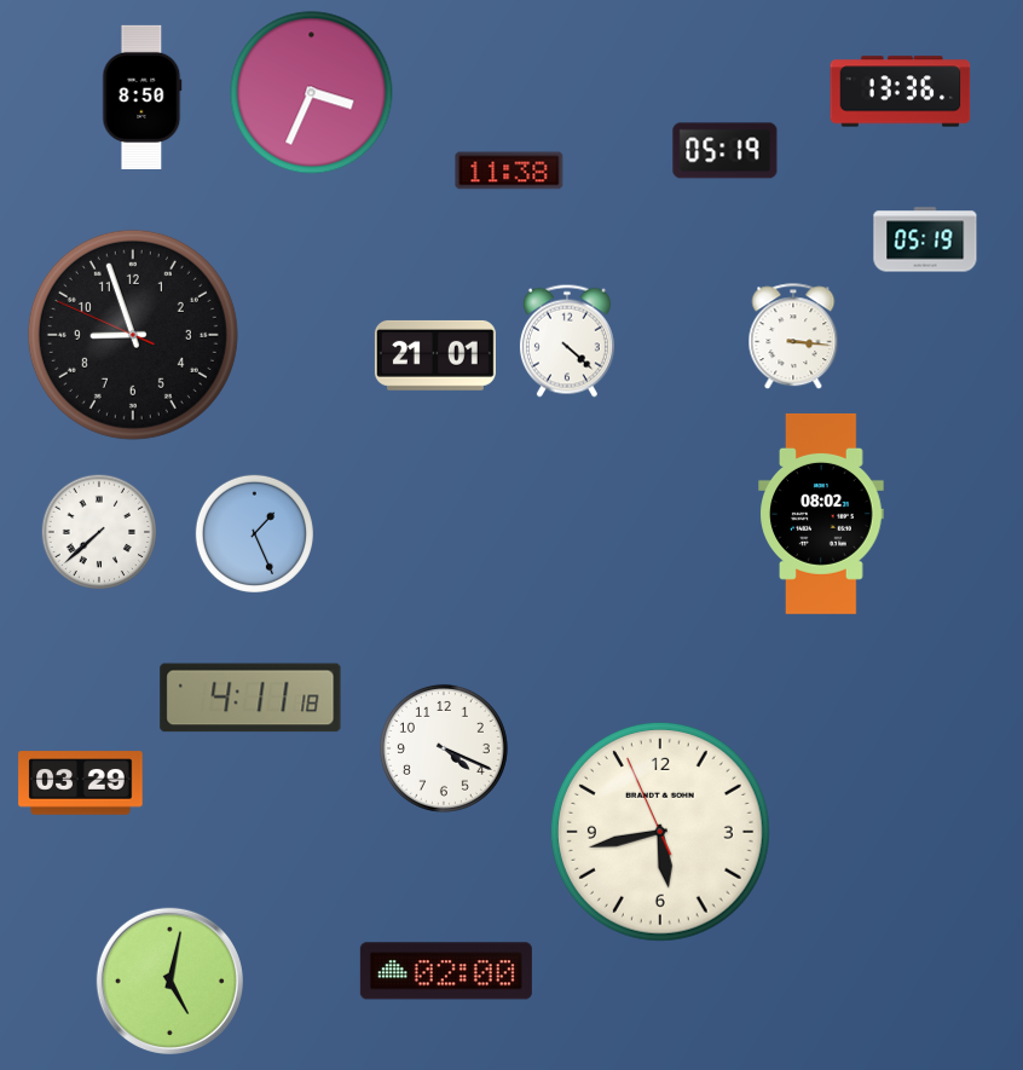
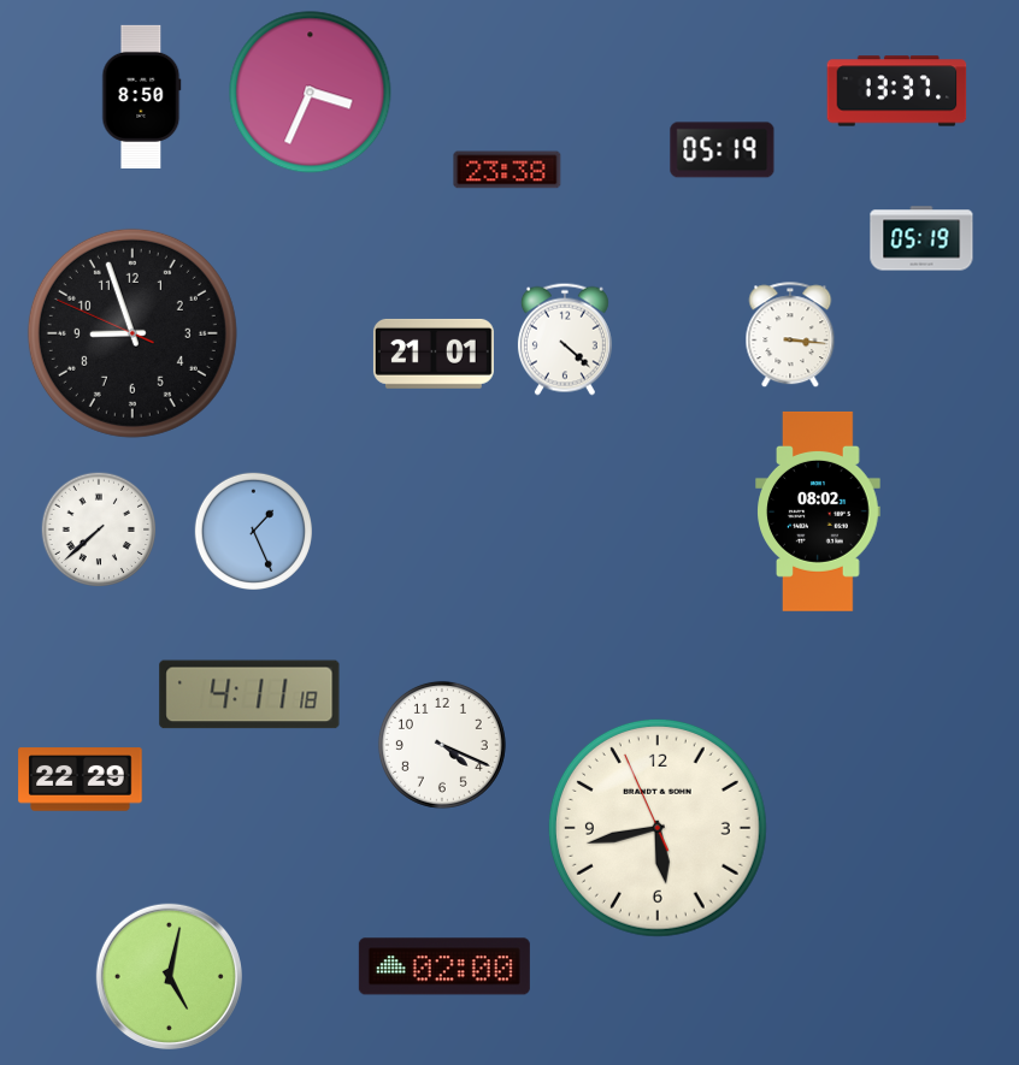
clock at (901, 92): 13:36 -> 13:37
clock at (509, 170): 11:38 -> 23:38
clock at (81, 783): 03:29 -> 22:29
